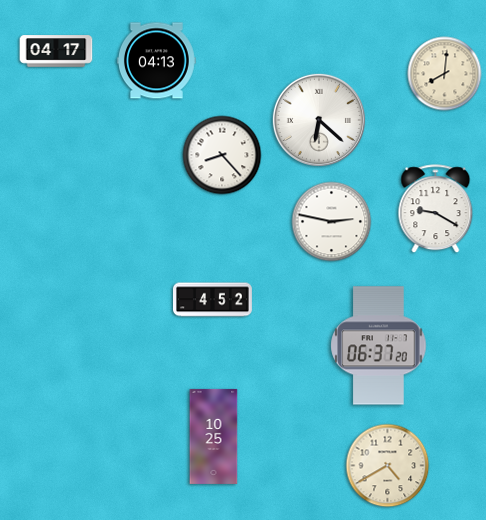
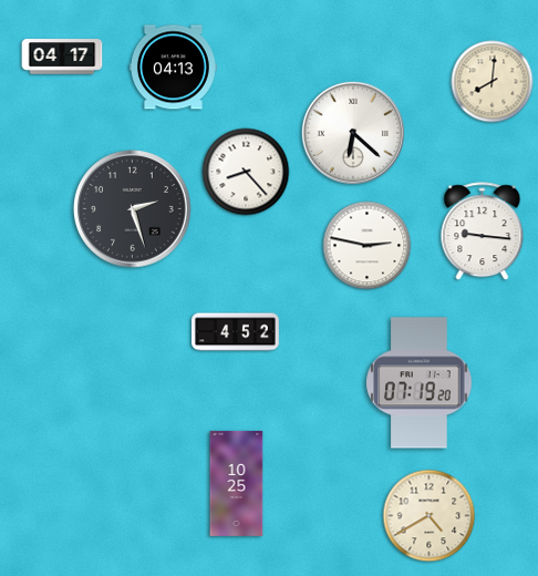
clock at (133, 209): none -> 2:27
clock at (436, 209): 9:20 -> 9:16
clock at (379, 346): 06:37 -> 07:19
